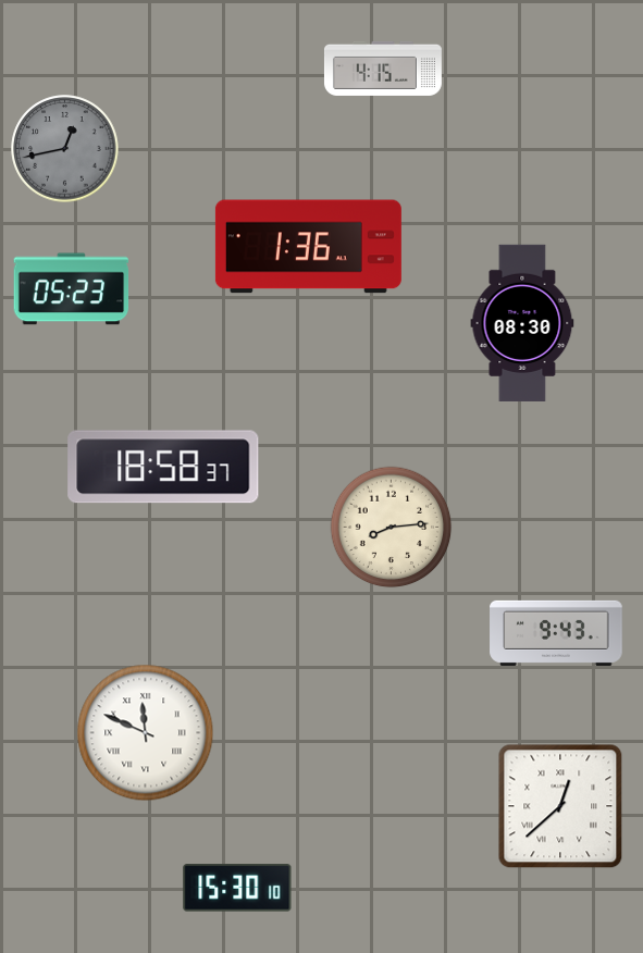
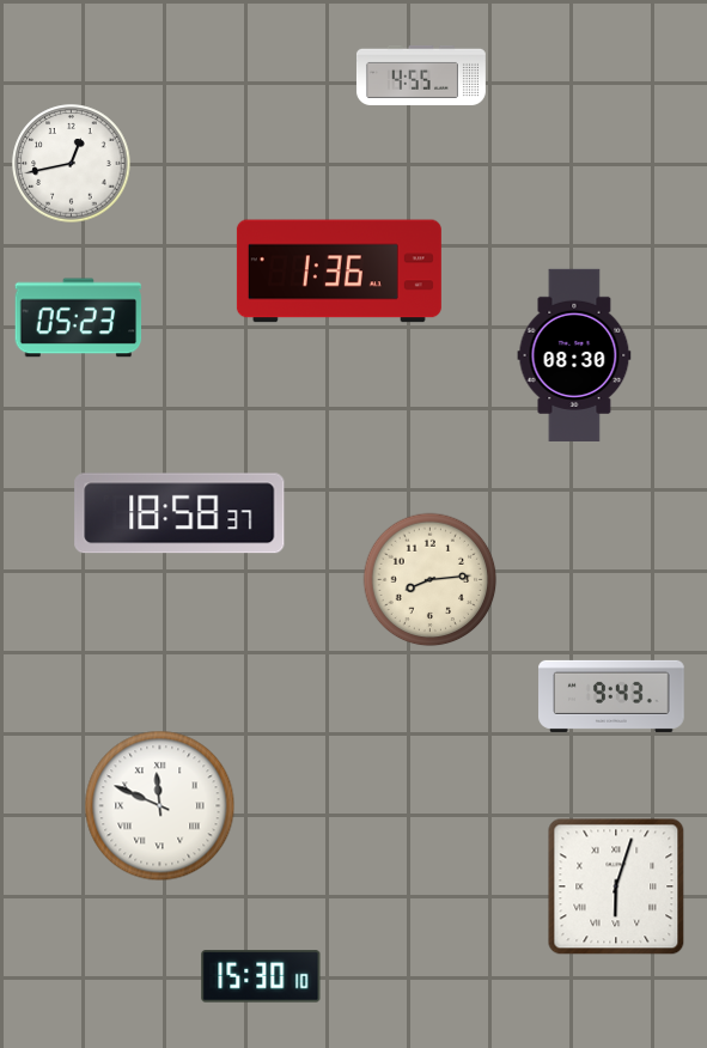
clock at (383, 69): 4:15 -> 4:55
clock at (65, 149) dial: grey -> white
clock at (560, 806): 12:38 -> 6:03
